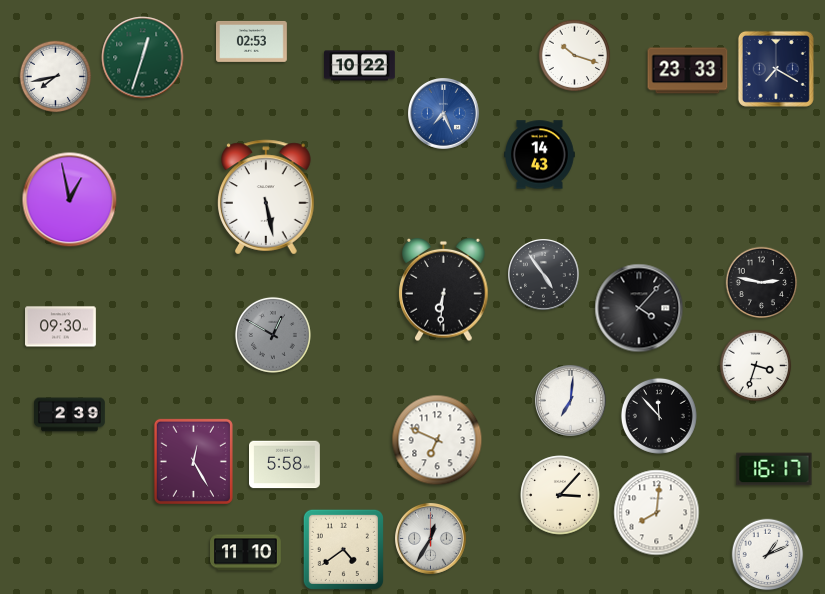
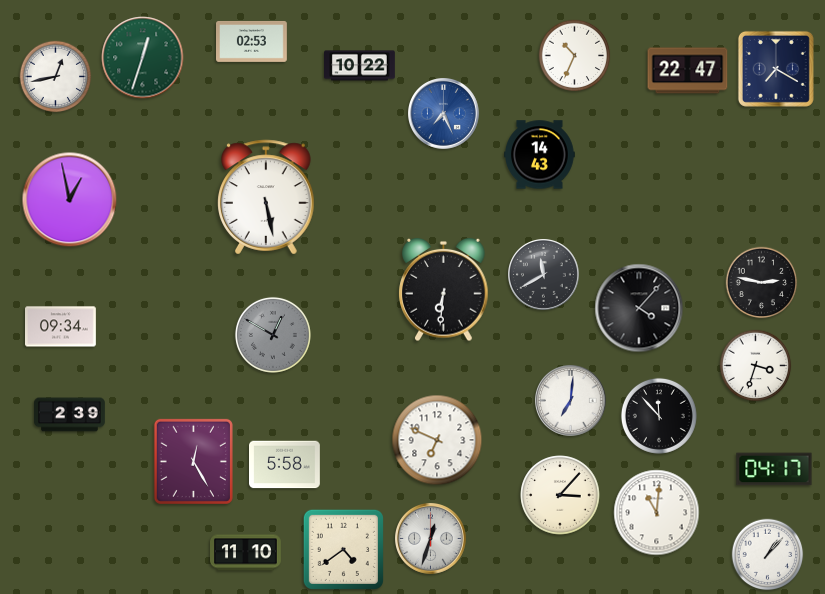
clock at (575, 56): 10:18 -> 10:34
clock at (688, 71): 23:33 -> 22:47
clock at (56, 77): 7:43 -> 12:43
clock at (544, 275): 4:54 -> 11:40
clock at (61, 327): 09:30 -> 09:34
clock at (774, 469): 16:17 -> 04:17
clock at (657, 513): 8:01 -> 11:01
clock at (431, 539): 12:35 -> 12:33
clock at (768, 555): 1:11 -> 1:07
